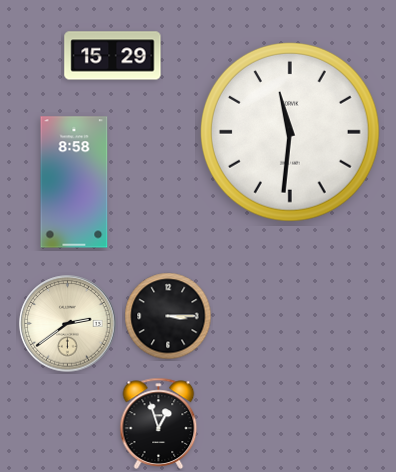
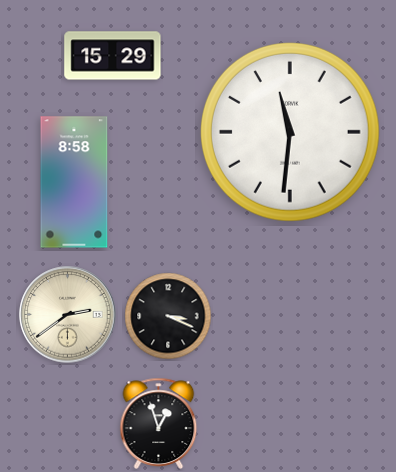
clock at (168, 316): 3:15 -> 3:19
clock at (68, 324) position: (68, 324) -> (68, 315)
